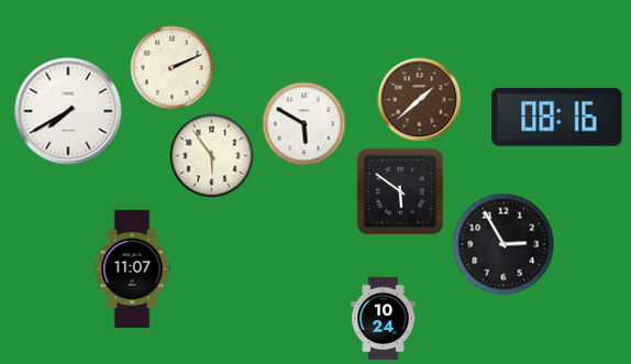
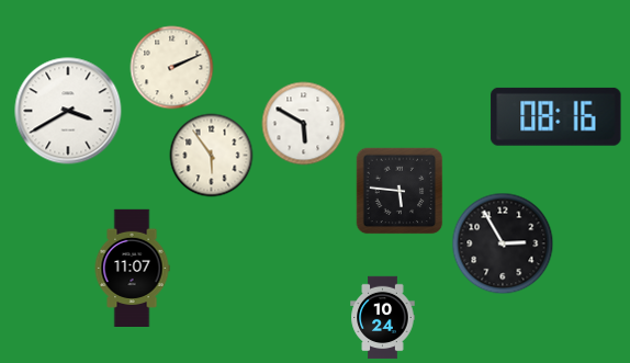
clock at (420, 100): 1:38 -> none
clock at (68, 111): 7:40 -> 3:40
clock at (400, 191): 5:51 -> 5:46
